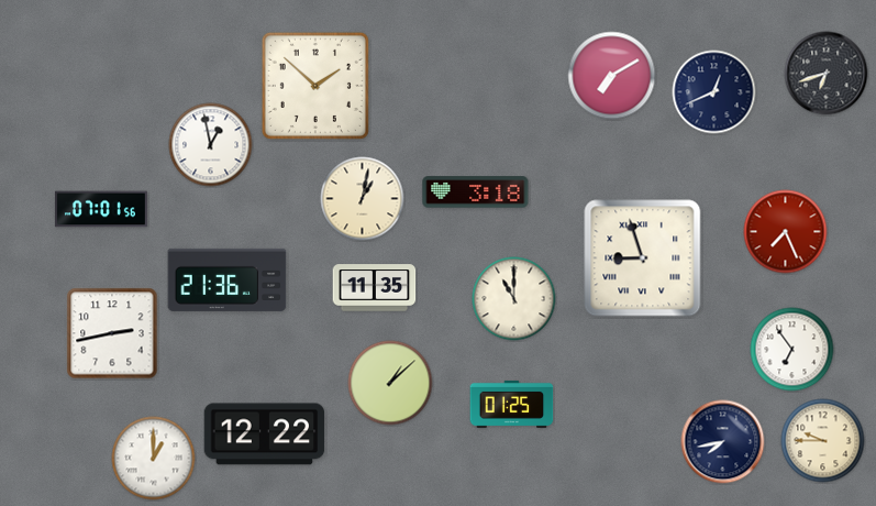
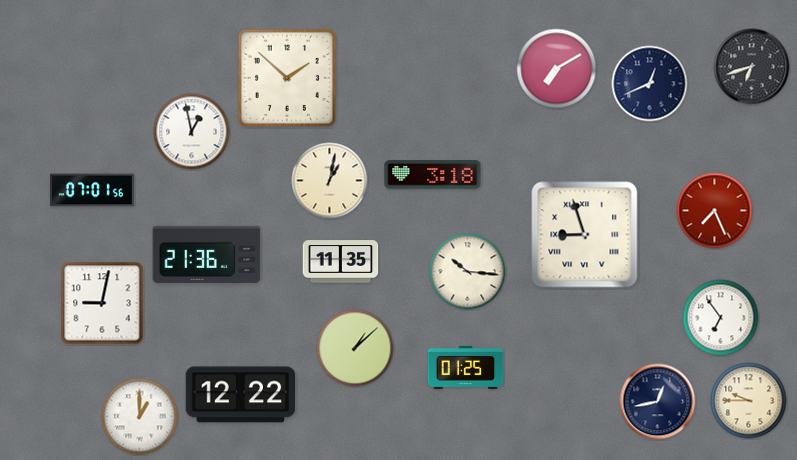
clock at (514, 299): 11:00 -> 10:16
clock at (112, 333): 2:43 -> 9:02
clock at (723, 442): 7:43 -> 12:43
